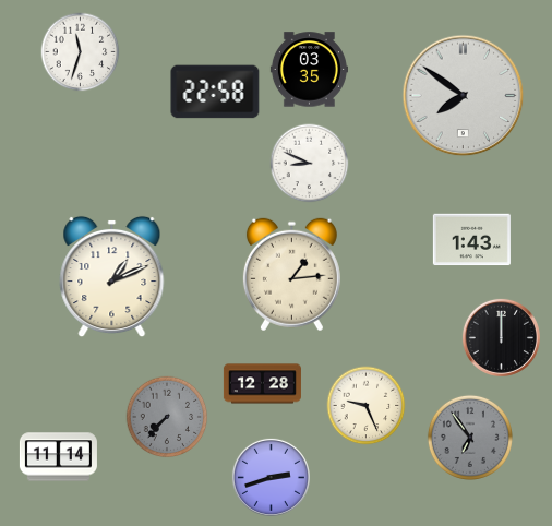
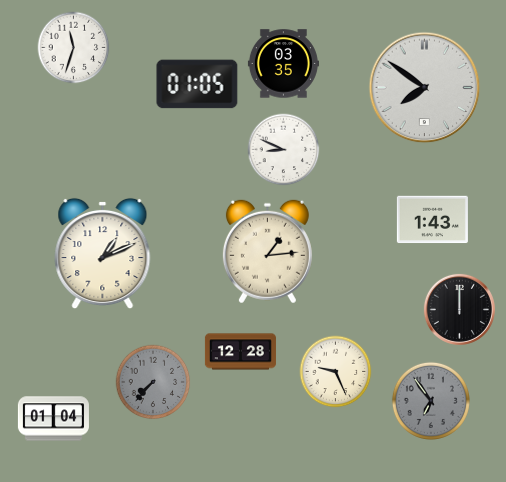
clock at (215, 92): 22:58 -> 01:05
clock at (58, 457): 11:14 -> 01:04
clock at (271, 477): 2:42 -> none
